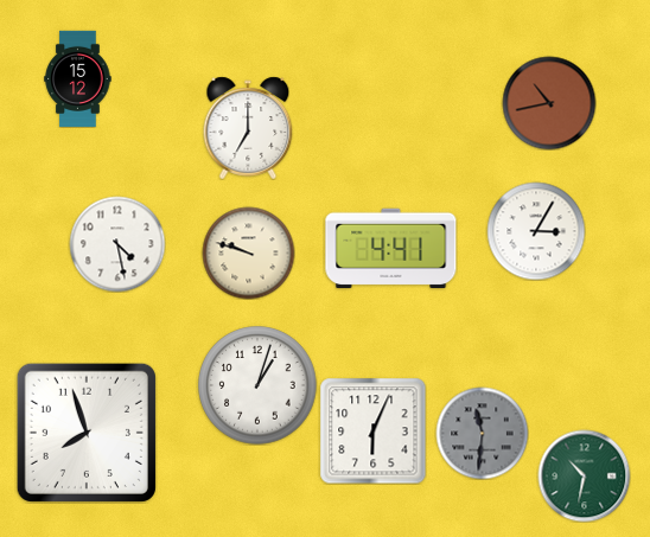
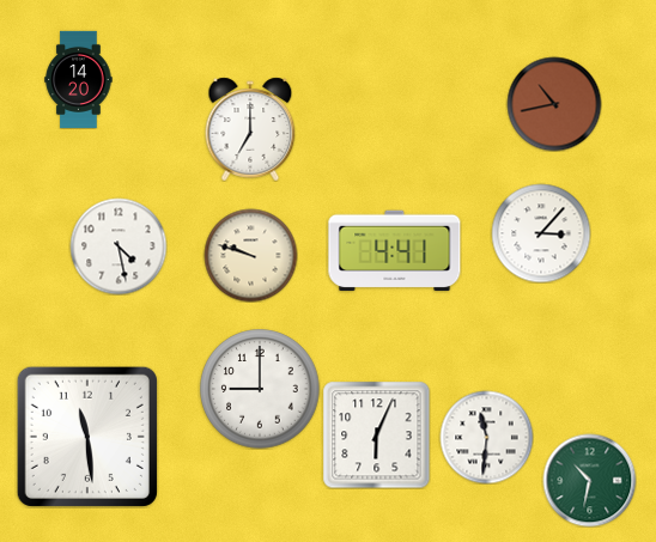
clock at (78, 78): 15:12 -> 14:20
clock at (536, 231): 3:05 -> 3:07
clock at (257, 385): 1:03 -> 9:00
clock at (87, 433): 7:57 -> 11:29
clock at (482, 433) dial: grey -> white
